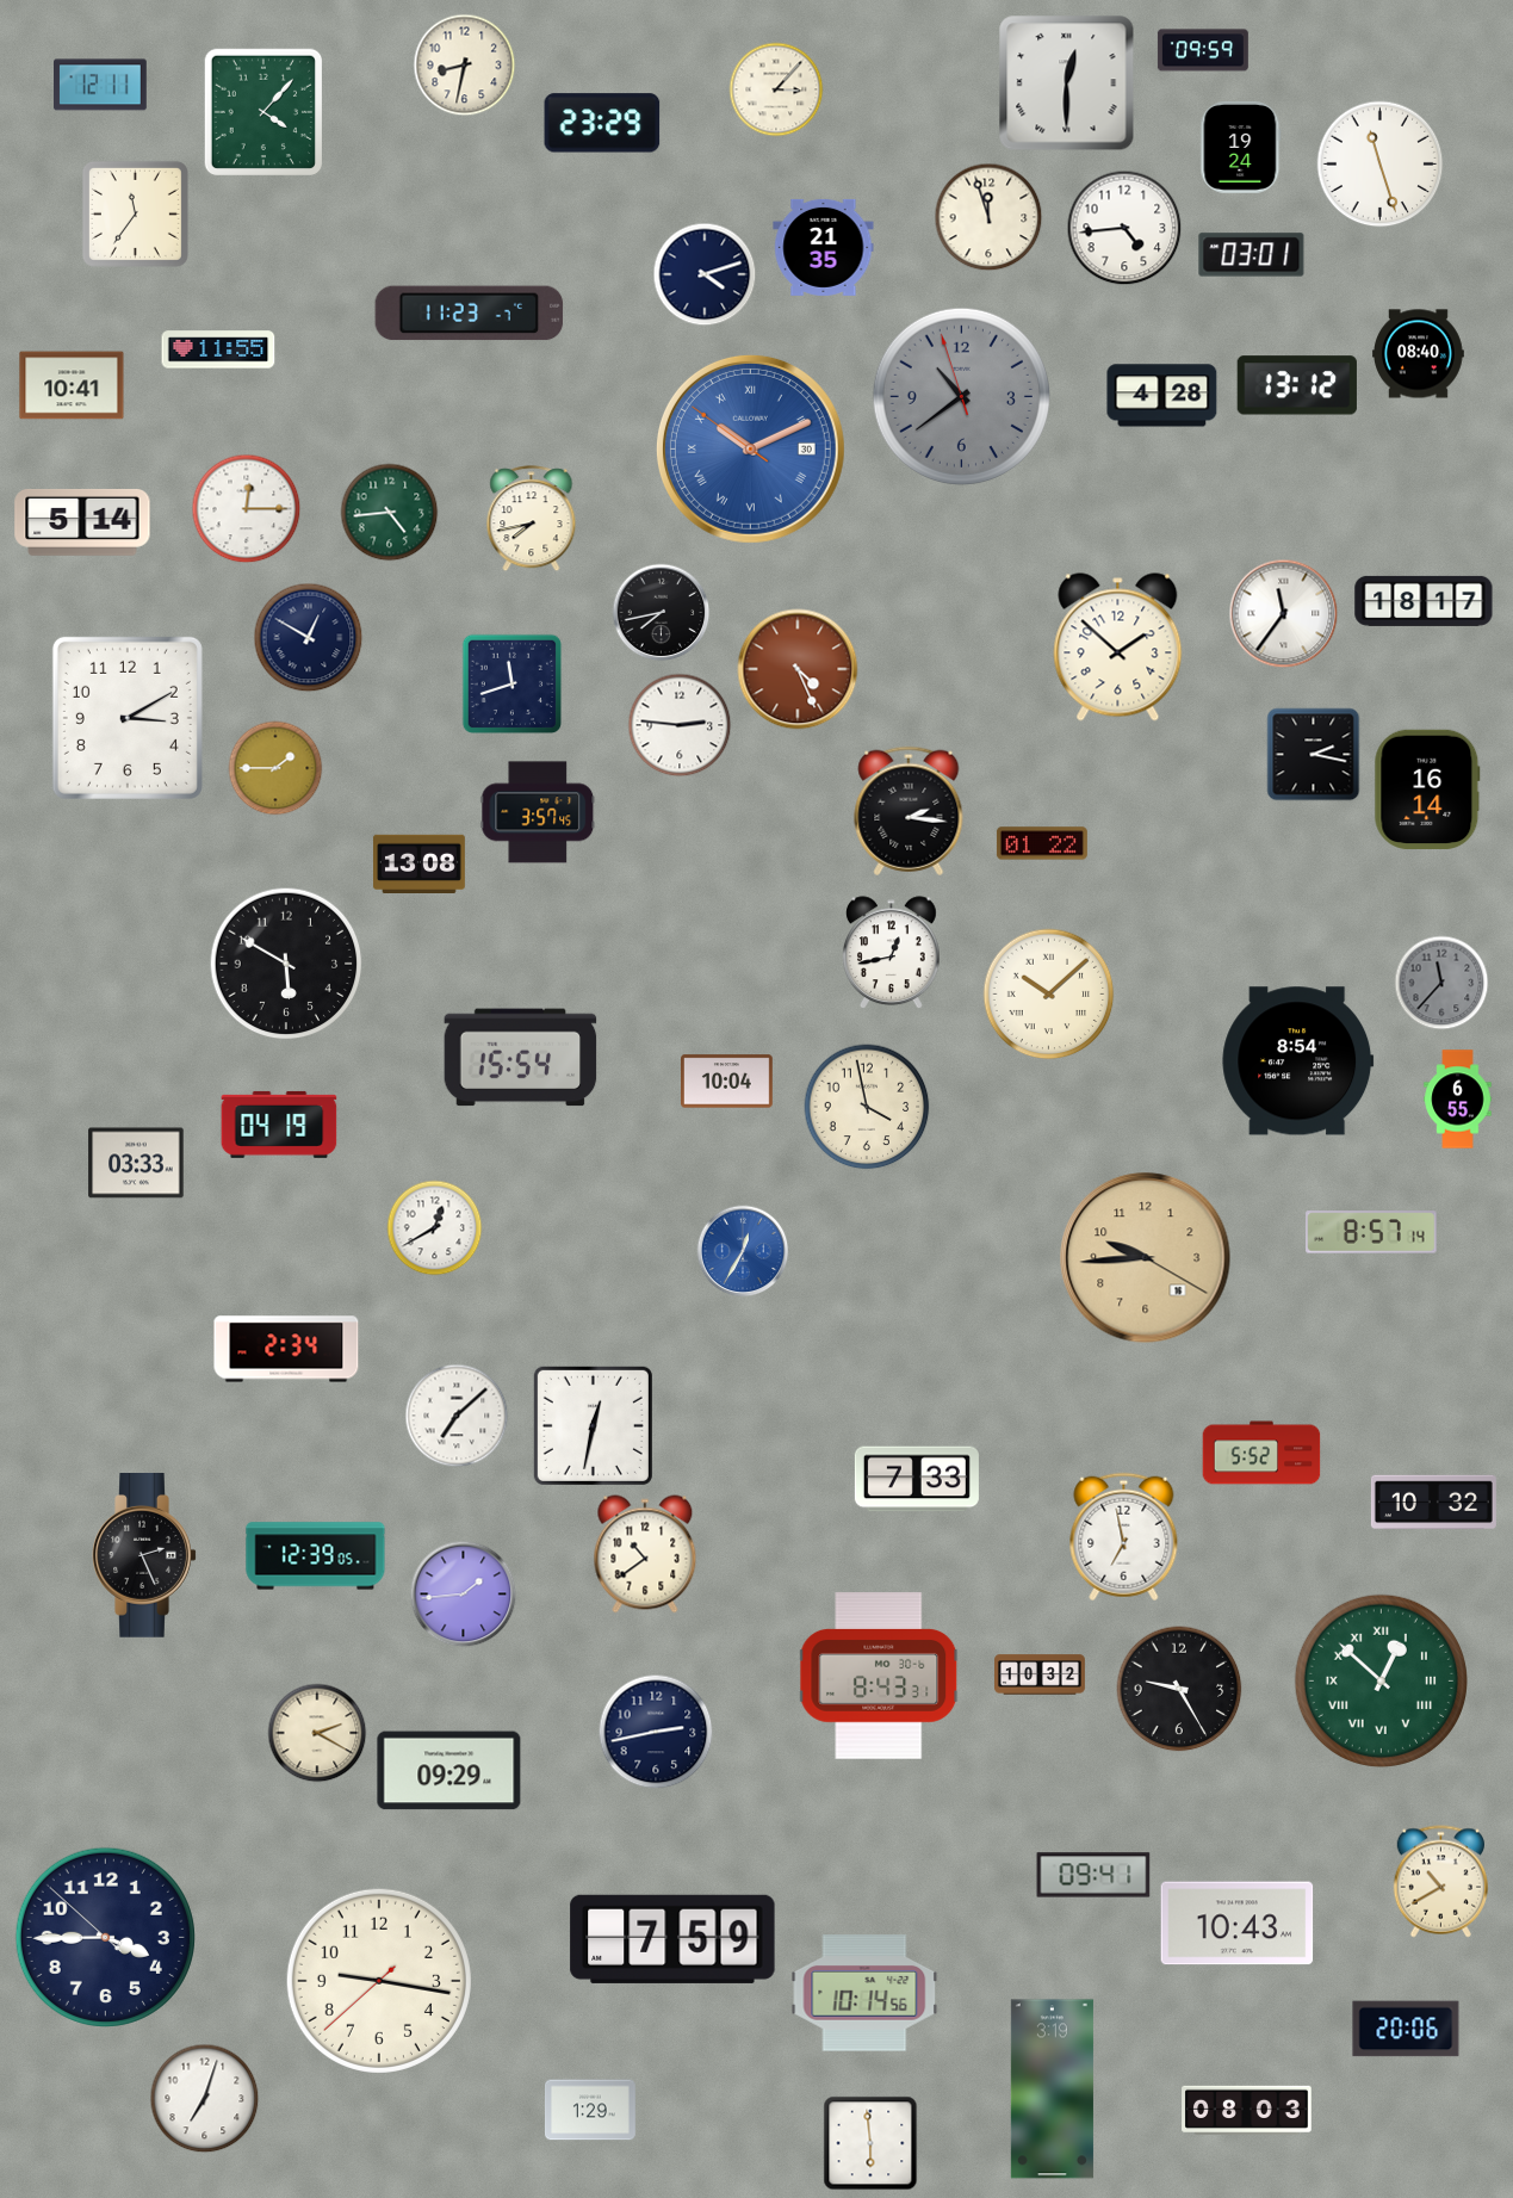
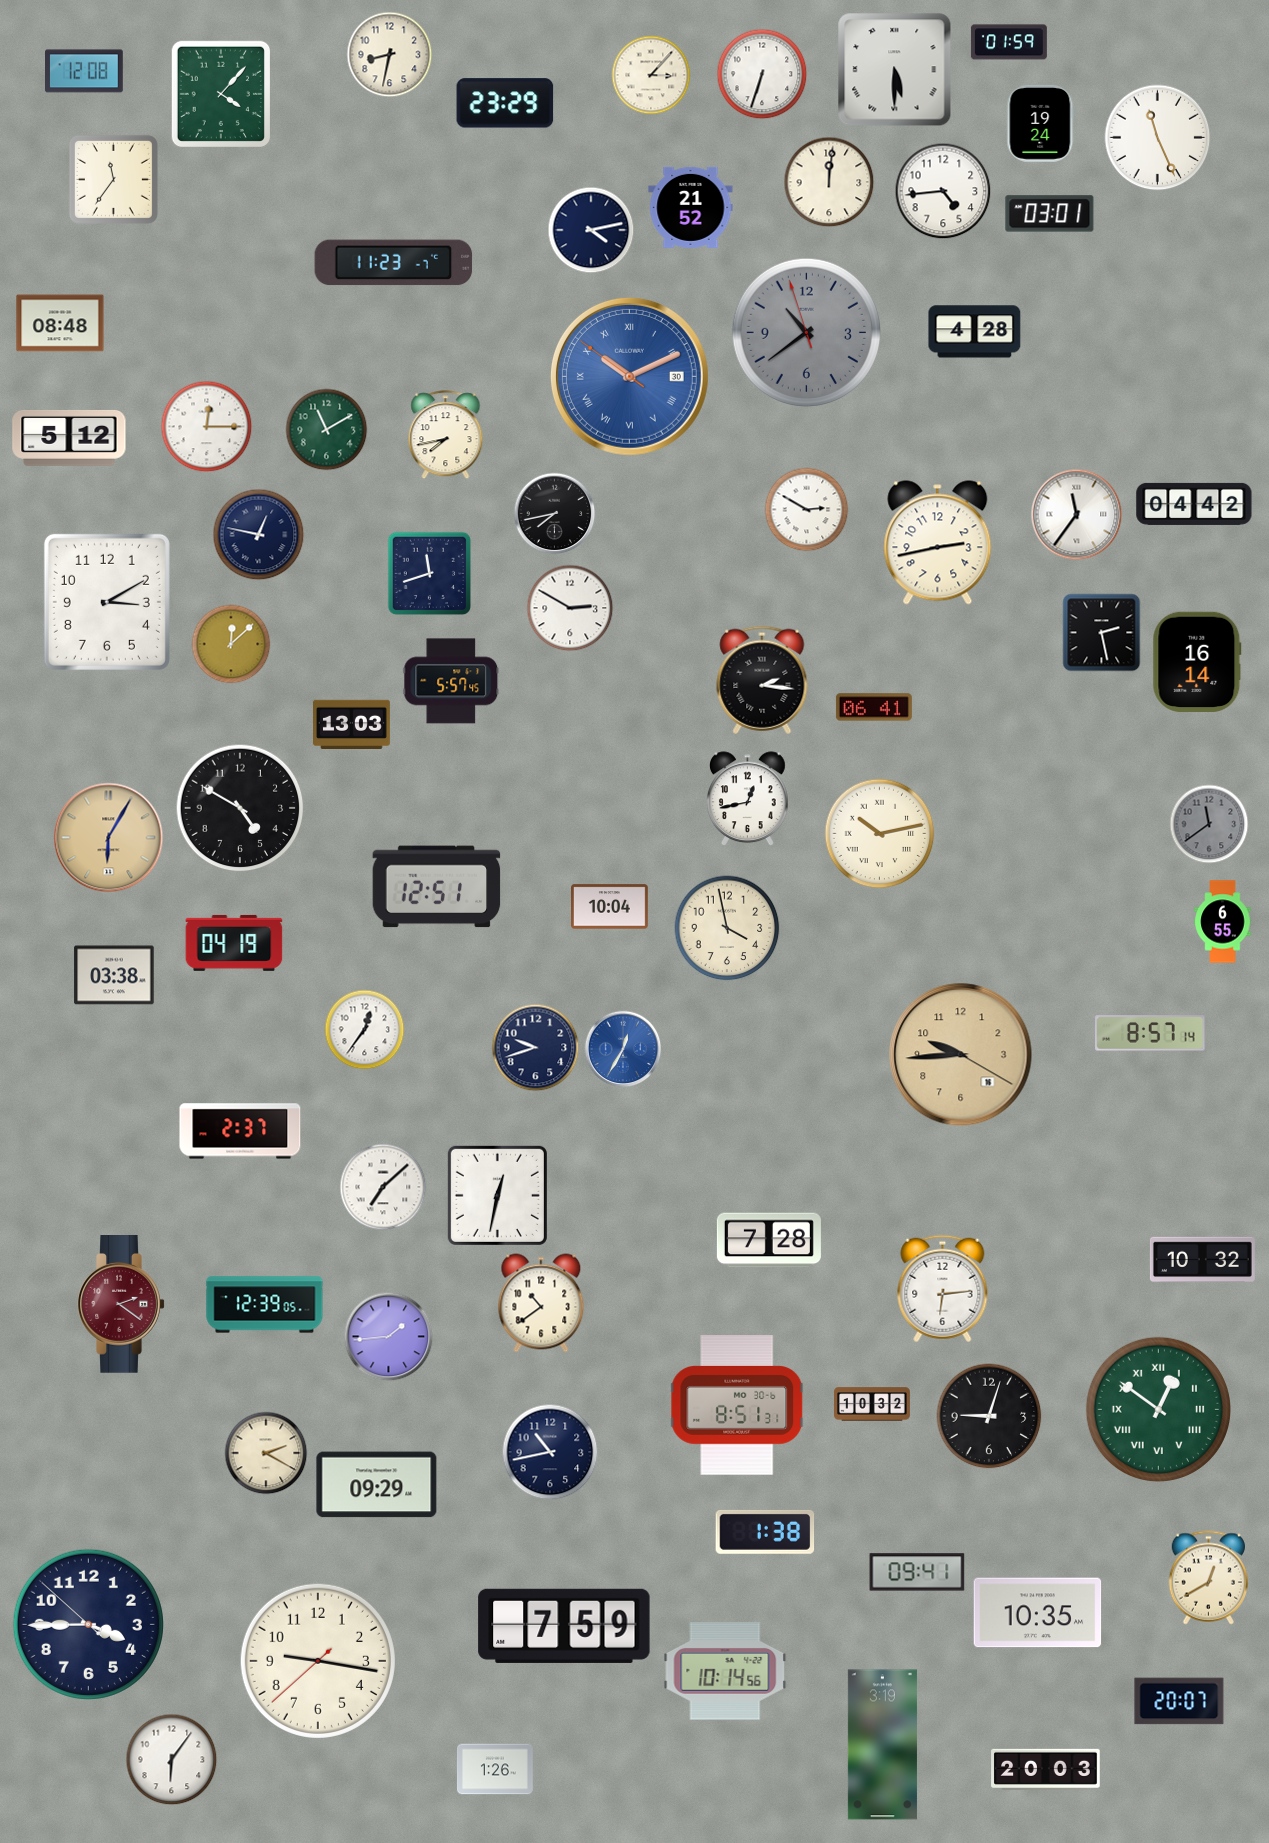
clock at (1203, 50): 09:59 -> 01:59
clock at (1067, 83): 12:30 -> 5:30
clock at (101, 85): 12:11 -> 12:08
clock at (762, 74): none -> 6:33
clock at (1381, 165): 11:27 -> 11:26
clock at (988, 217): 11:57 -> 12:01
clock at (824, 247): 21:35 -> 21:52
clock at (705, 274): 4:12 -> 4:13
clock at (218, 349): 11:55 -> none
clock at (1419, 354): 08:40 -> none
clock at (72, 385): 10:41 -> 08:48
clock at (1297, 385): 13:12 -> none
clock at (390, 513): 4:44 -> 11:10
clock at (82, 522): 5:14 -> 5:12
clock at (1424, 601): 18:17 -> 04:42
clock at (807, 510): none -> 2:50
clock at (309, 638): 12:50 -> 12:47
clock at (1118, 648): 1:52 -> 2:43
clock at (798, 669): 4:26 -> none
clock at (680, 725): 2:46 -> 2:50
clock at (1314, 755): 2:17 -> 2:28
clock at (275, 768): 1:45 -> 12:08
clock at (538, 812): 3:57 -> 5:57
clock at (1042, 843): 01:22 -> 06:41
clock at (420, 863): 13:08 -> 13:03
clock at (286, 964): 5:50 -> 4:50
clock at (1441, 983): 11:37 -> 11:39
clock at (1049, 995): 10:08 -> 10:13
clock at (109, 838): none -> 6:05
clock at (521, 1058): 15:54 -> 12:51
clock at (1298, 1061): 8:54 -> none
clock at (136, 1163): 03:33 -> 03:38
clock at (435, 1228): 12:40 -> 12:36
clock at (536, 1048): none -> 9:42
clock at (286, 1349): 2:34 -> 2:37
clock at (1261, 1453): 5:52 -> none
clock at (917, 1479): 7:33 -> 7:28
clock at (1124, 1537): 6:58 -> 6:14
clock at (144, 1556): 2:26 -> 2:21
clock at (144, 1556) dial: black -> burgundy
clock at (880, 1676): 8:43 -> 8:51
clock at (1381, 1680): 12:52 -> 12:51
clock at (1179, 1689): 9:25 -> 9:03
clock at (656, 1732): 2:43 -> 10:43
clock at (765, 1532): none -> 1:38
clock at (1440, 1882): 10:40 -> 12:40
clock at (1238, 1924): 10:43 -> 10:35
clock at (1406, 2029): 20:06 -> 20:07
clock at (1052, 2089) position: (1052, 2089) -> (882, 1745)
clock at (205, 2099): 7:03 -> 6:06
clock at (590, 2110): 1:29 -> 1:26
clock at (1247, 2111): 08:03 -> 20:03
clock at (870, 2143): 5:59 -> none
